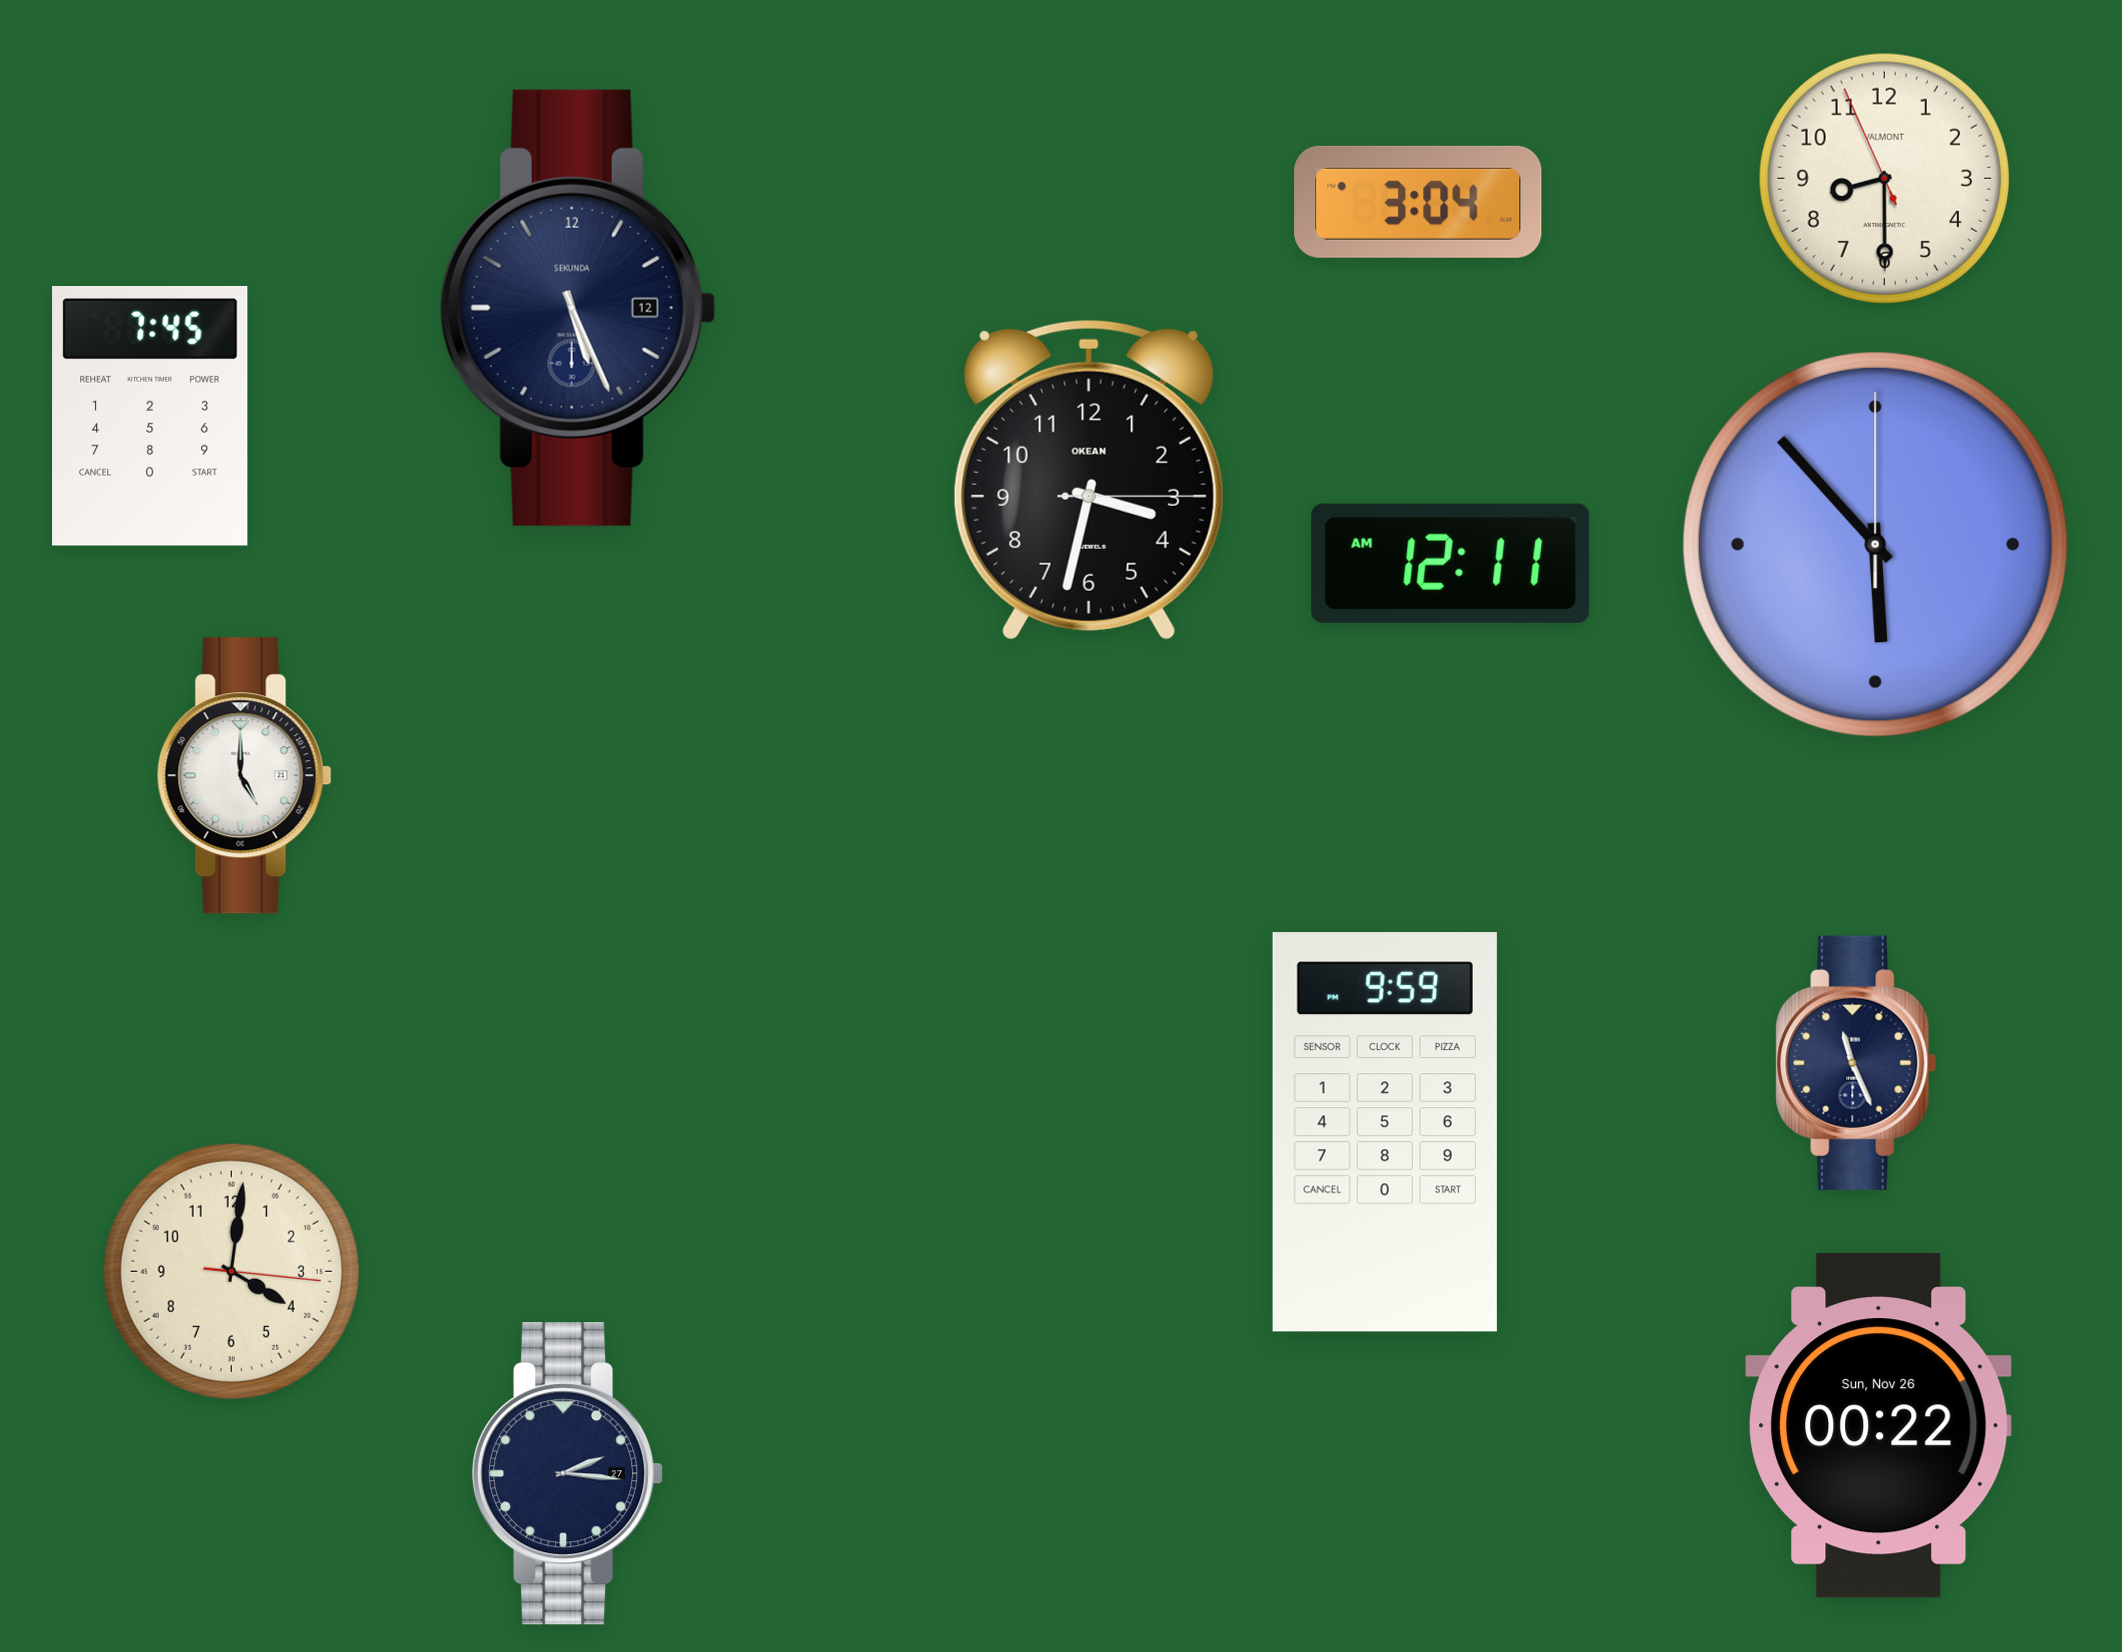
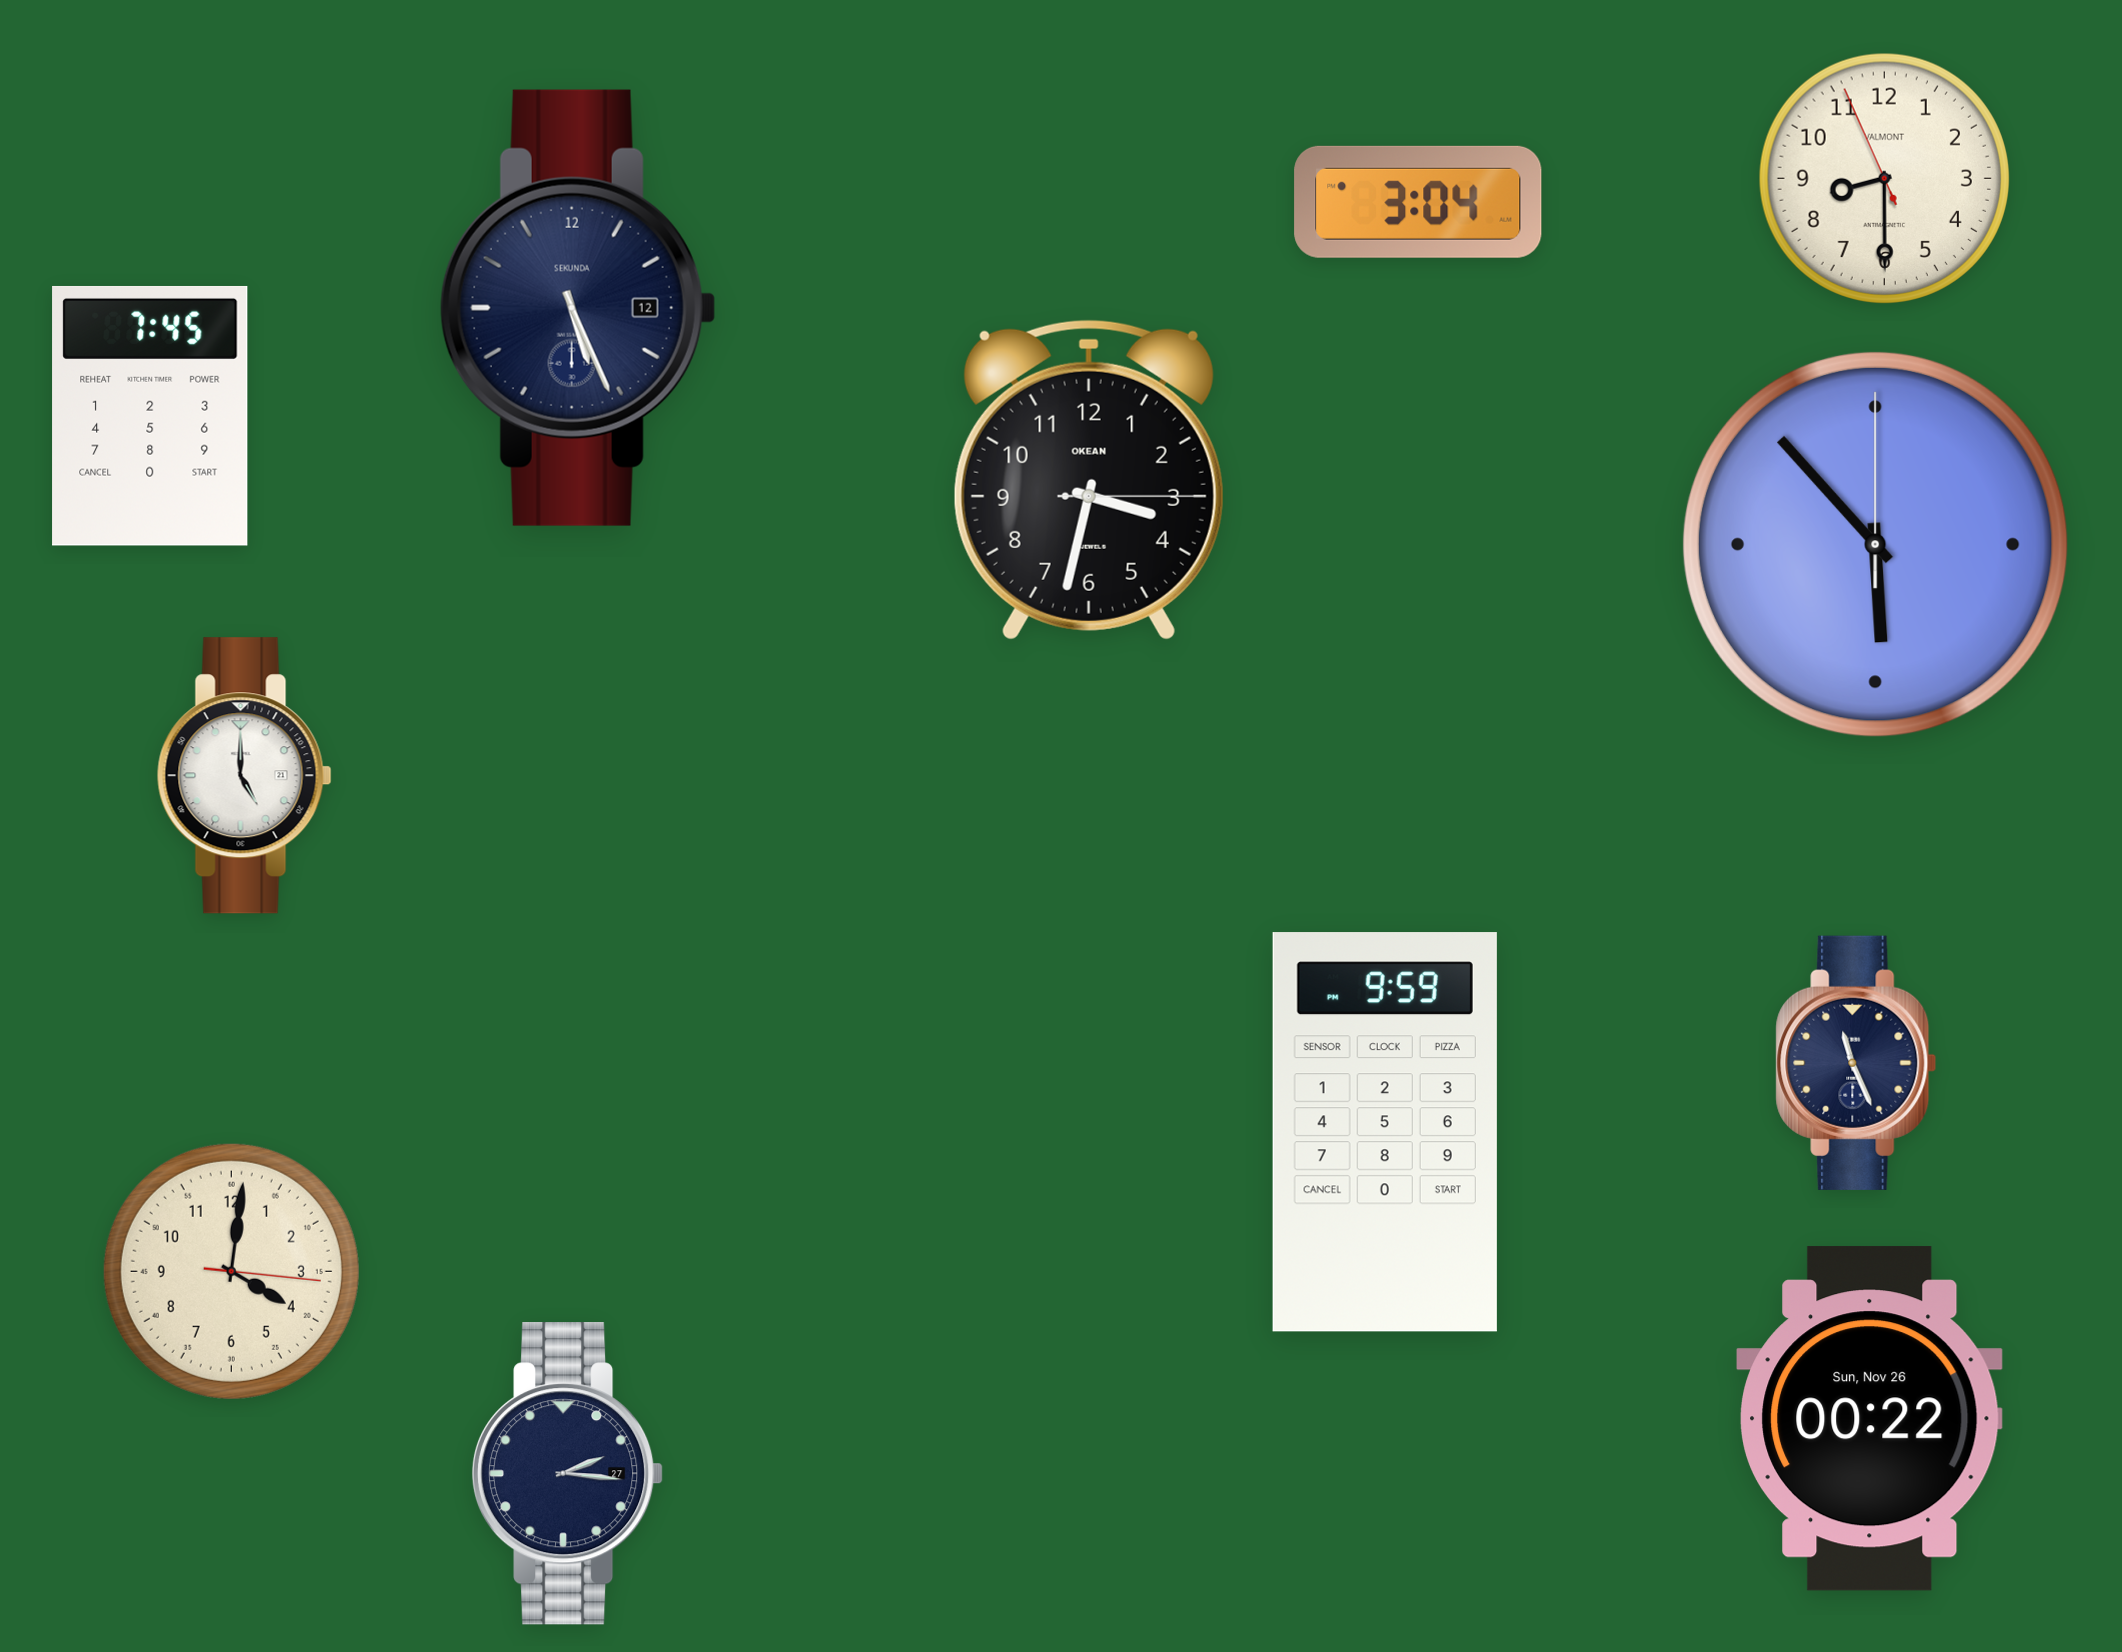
clock at (1451, 563): 12:11 -> none
clock at (1879, 1426) position: (1879, 1426) -> (1870, 1419)
